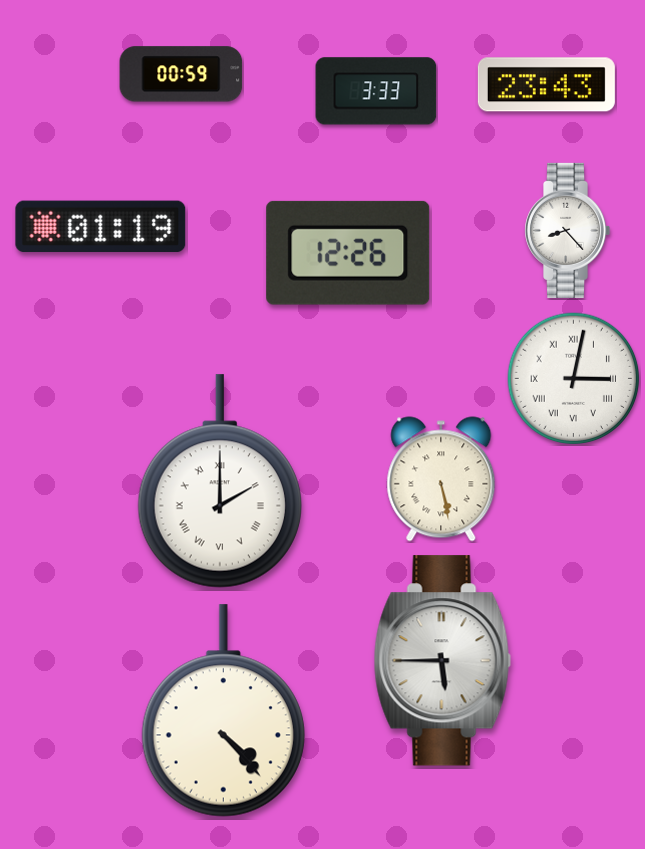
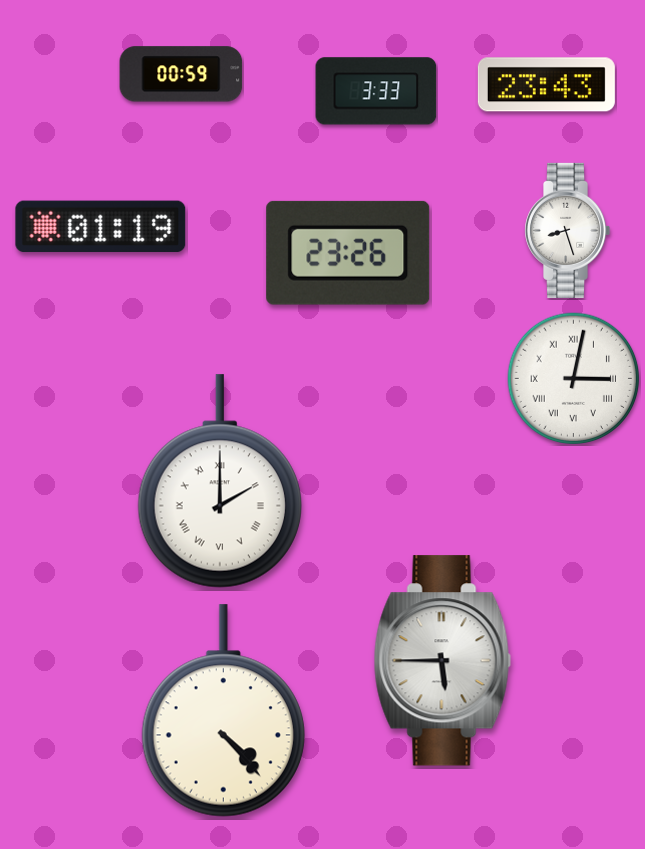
clock at (568, 230): 8:23 -> 8:27
clock at (348, 253): 12:26 -> 23:26
clock at (441, 479): 5:28 -> none
